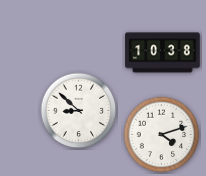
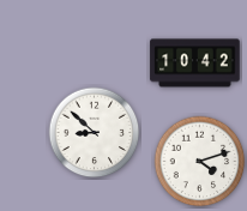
clock at (163, 53): 10:38 -> 10:42
clock at (162, 135) position: (162, 135) -> (200, 162)
